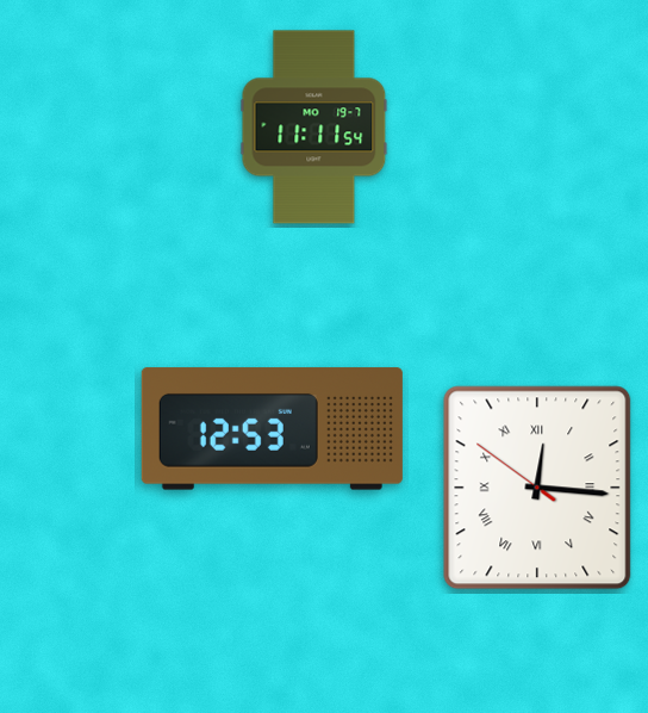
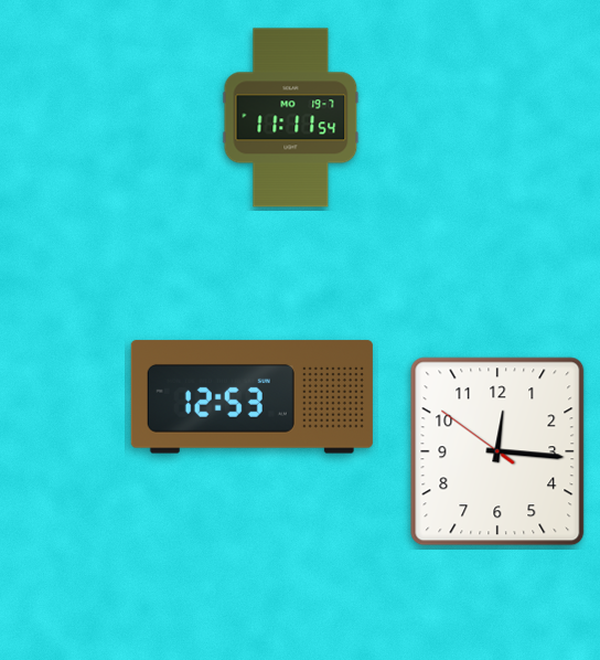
clock at (537, 488) numerals: Roman -> Arabic
